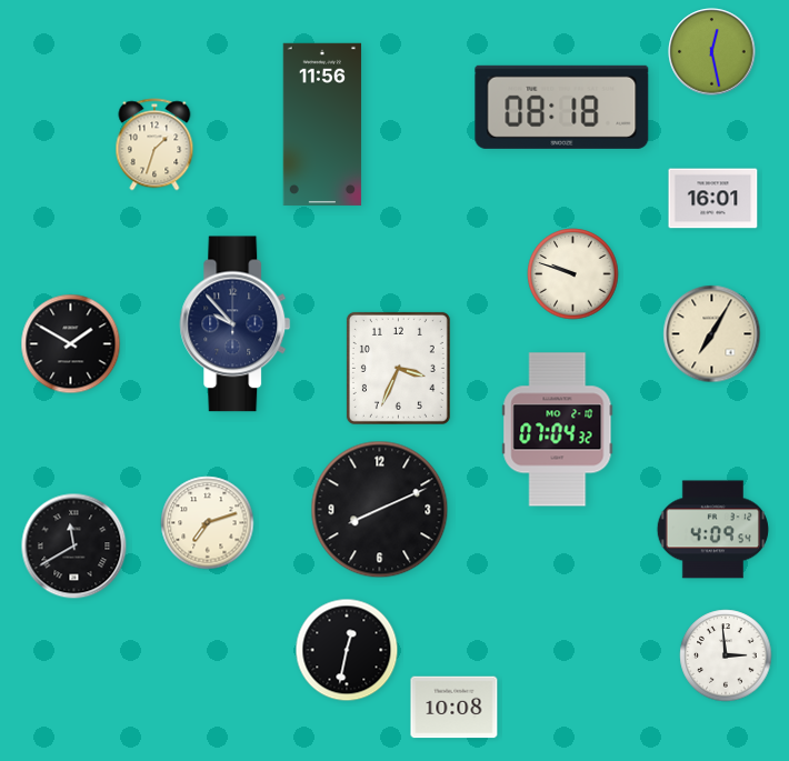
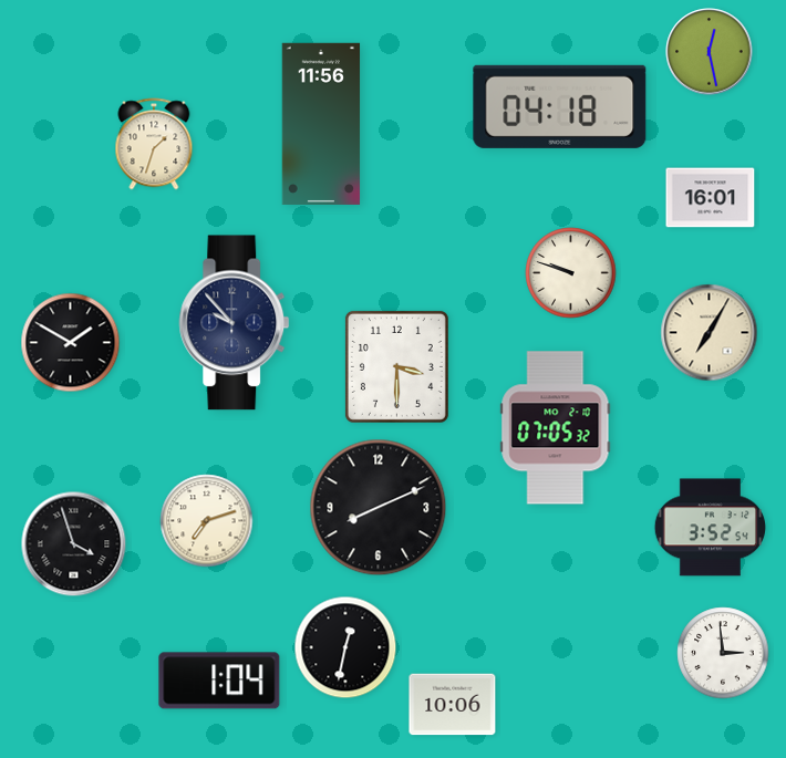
clock at (562, 107): 08:18 -> 04:18
clock at (398, 368): 3:34 -> 3:30
clock at (558, 430): 07:04 -> 07:05
clock at (712, 530): 4:09 -> 3:52
clock at (74, 547): 11:40 -> 3:57
clock at (219, 681): none -> 1:04
clock at (455, 708): 10:08 -> 10:06
